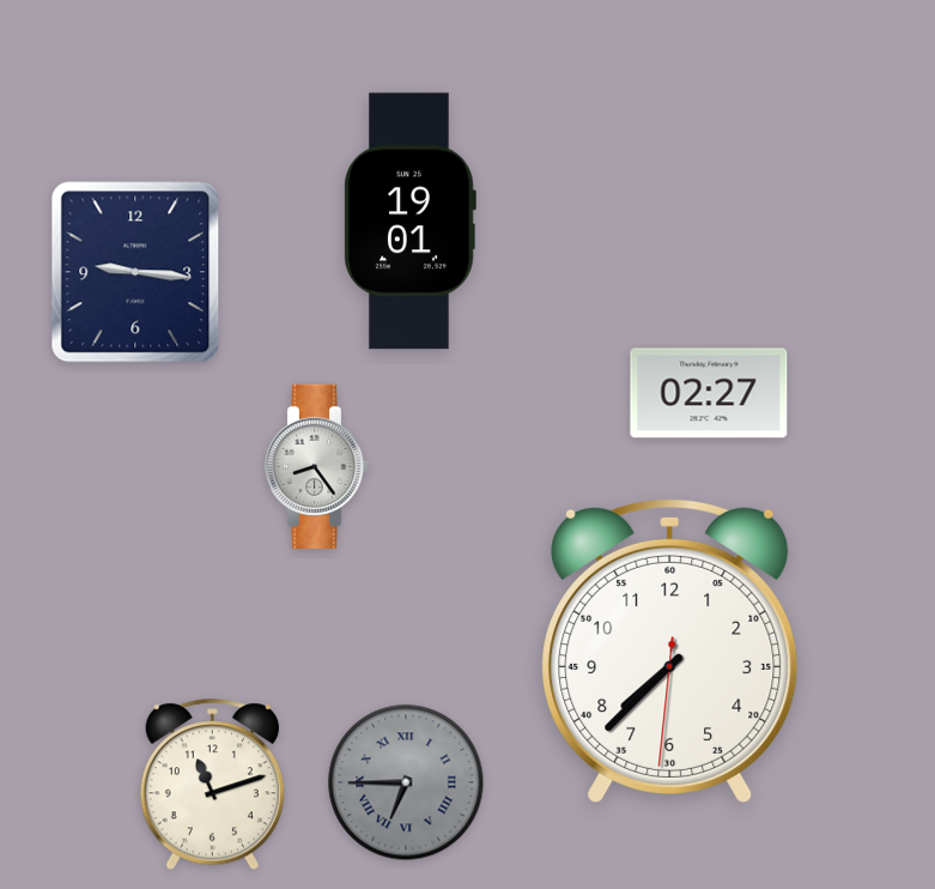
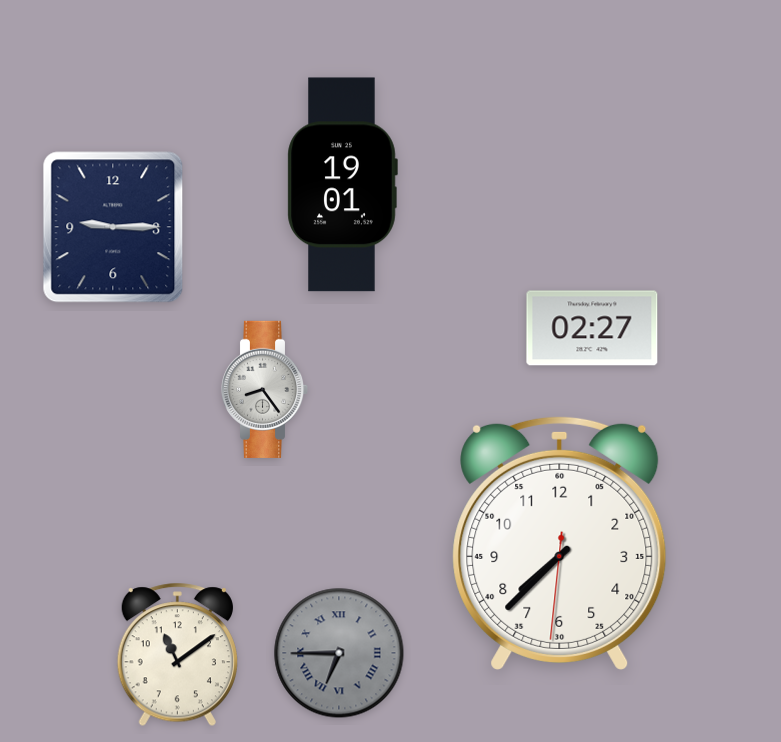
clock at (135, 272): 9:16 -> 9:15
clock at (212, 785): 11:12 -> 11:09
